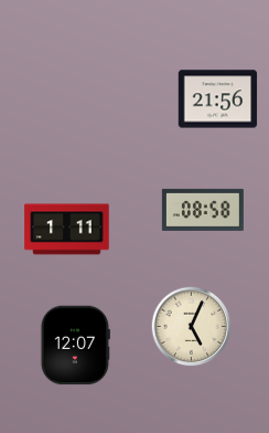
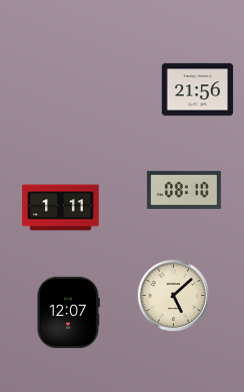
clock at (203, 210): 08:58 -> 08:10
clock at (192, 327): 5:04 -> 5:08
